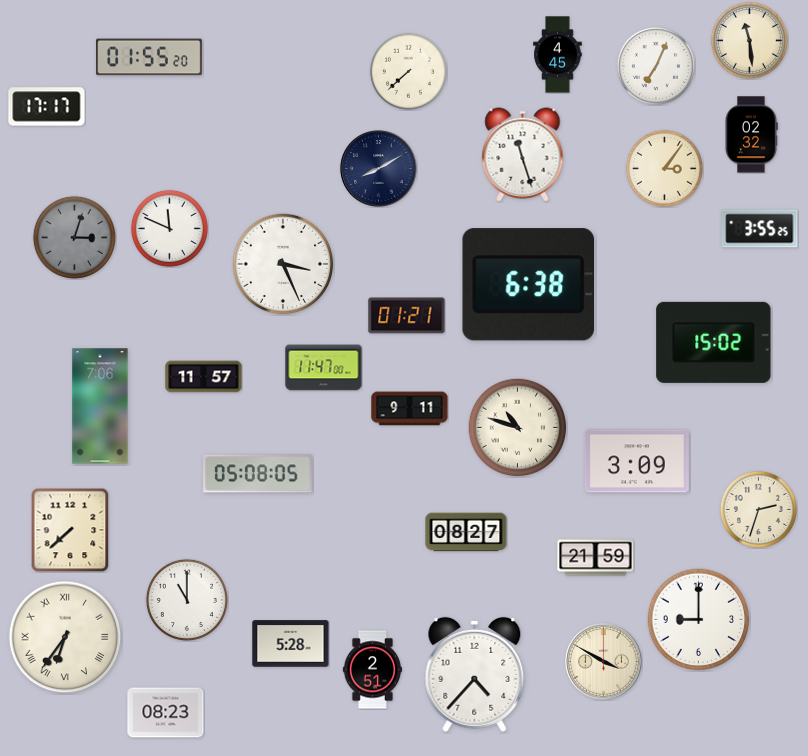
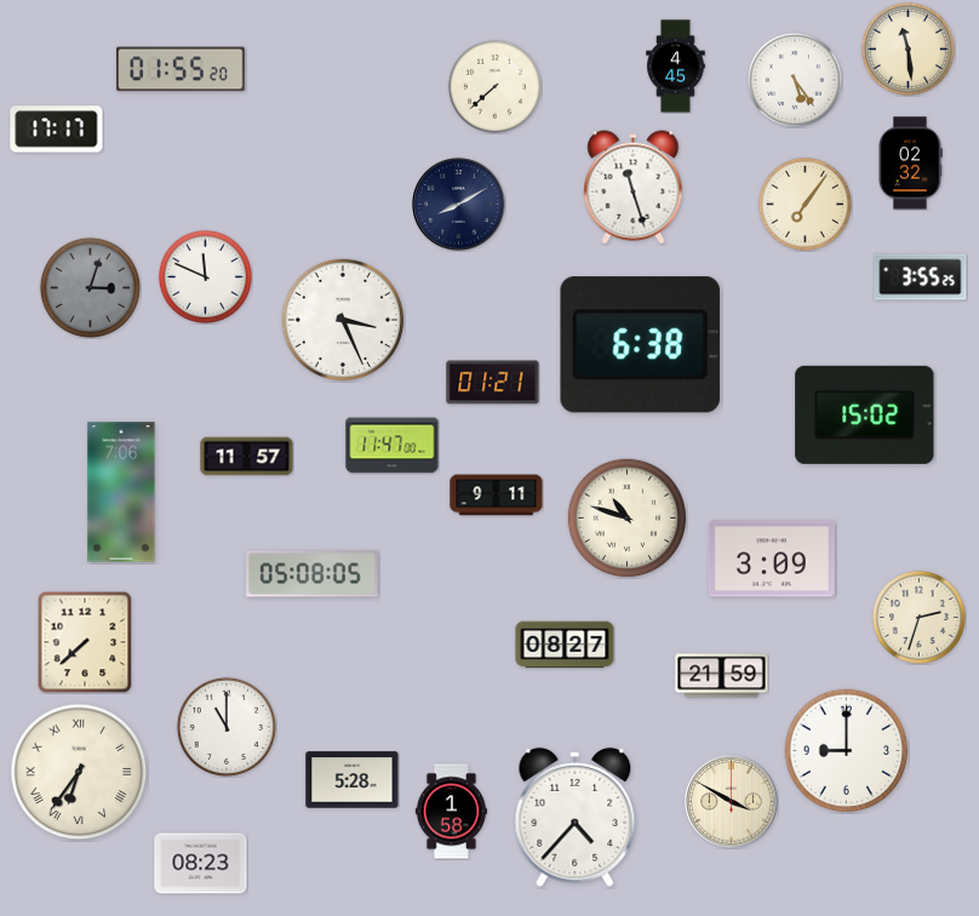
clock at (656, 66): 7:04 -> 5:24
clock at (664, 168): 3:06 -> 7:06
clock at (372, 670): 2:51 -> 1:58
